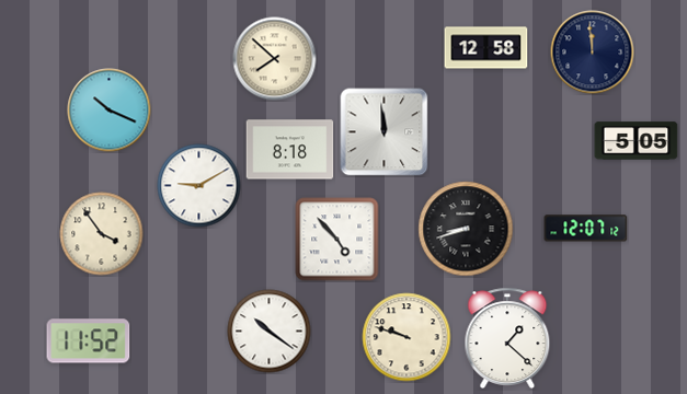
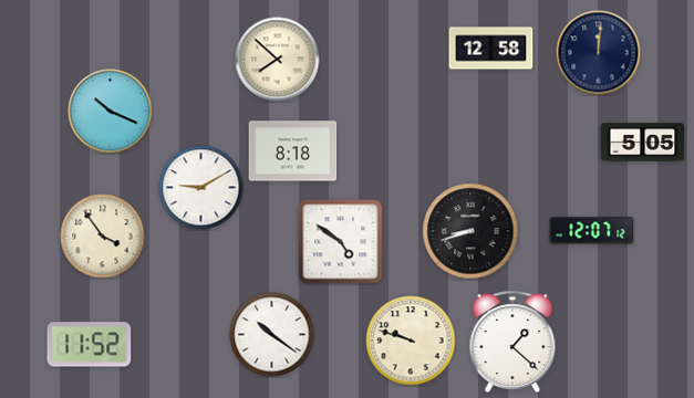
clock at (593, 53): 11:59 -> 12:01
clock at (385, 132): 11:59 -> none
clock at (337, 240): 4:53 -> 4:51
